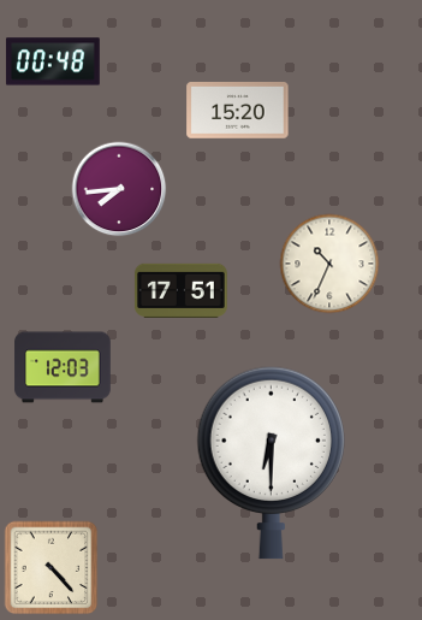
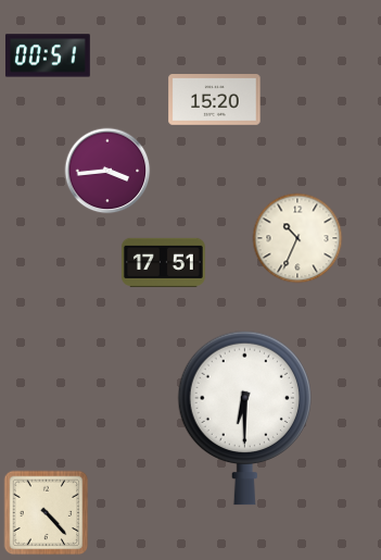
clock at (53, 61): 00:48 -> 00:51
clock at (119, 189): 7:44 -> 3:44
clock at (63, 367): 12:03 -> none
